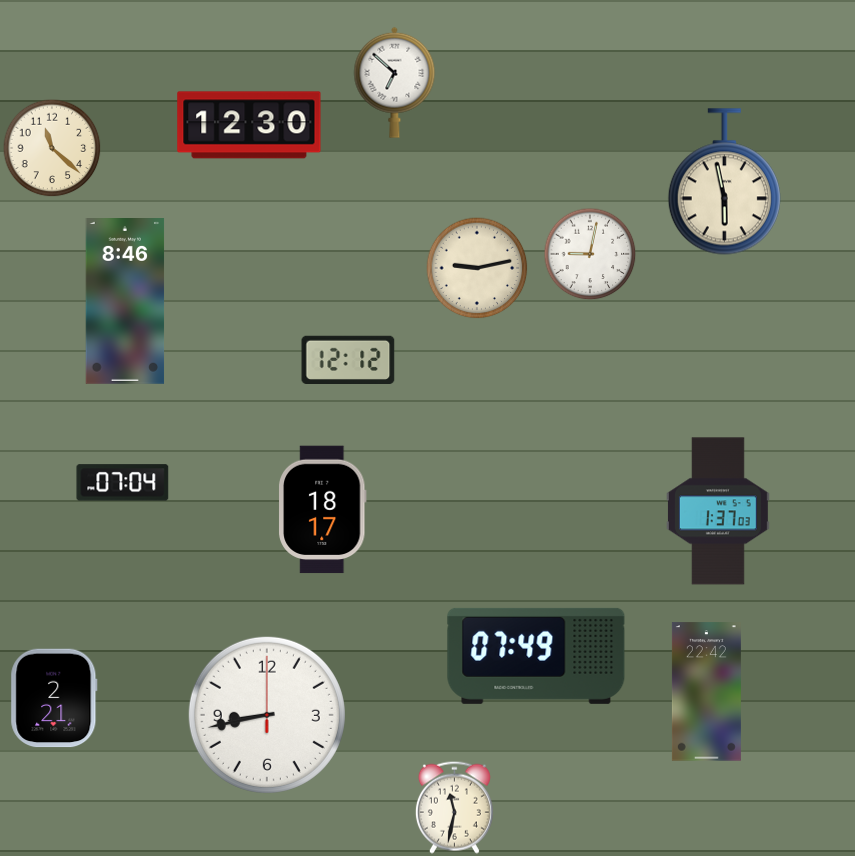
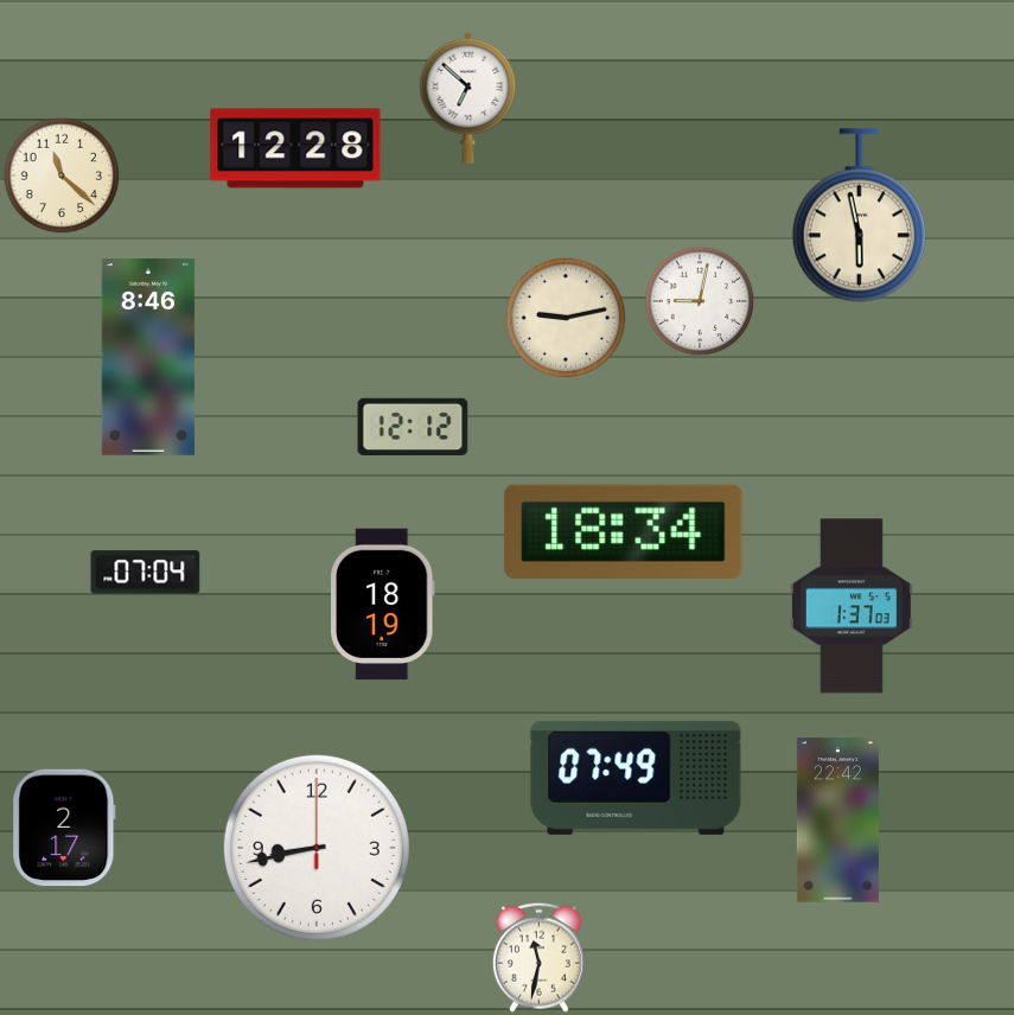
clock at (249, 125): 12:30 -> 12:28
clock at (624, 531): none -> 18:34
clock at (323, 510): 18:17 -> 18:19
clock at (54, 698): 2:21 -> 2:17
